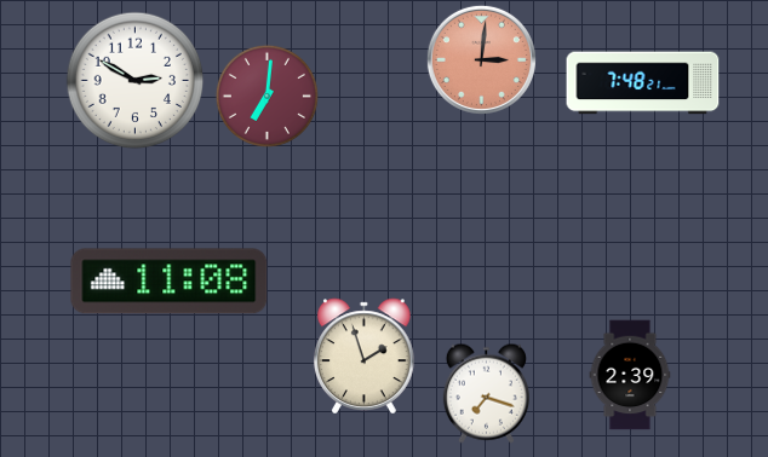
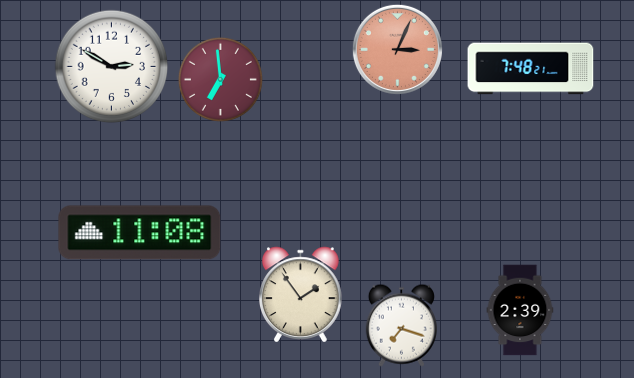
clock at (481, 59): 3:01 -> 3:04
clock at (266, 96): 7:01 -> 6:59
clock at (365, 357): 1:57 -> 1:54
